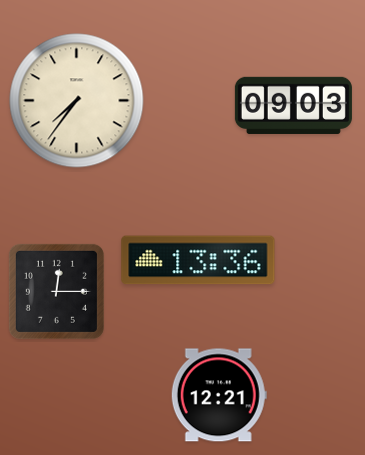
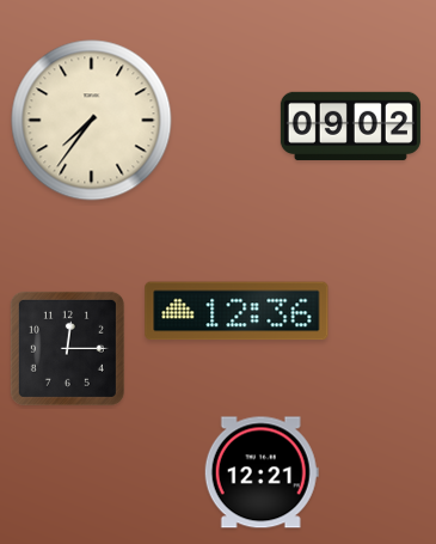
clock at (293, 105): 09:03 -> 09:02
clock at (198, 260): 13:36 -> 12:36
